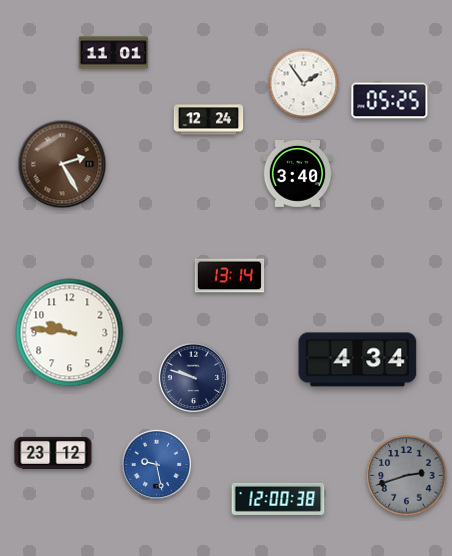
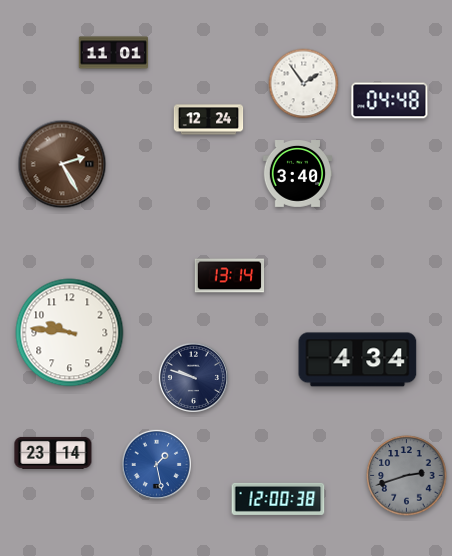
clock at (390, 101): 05:25 -> 04:48
clock at (53, 453): 23:12 -> 23:14
clock at (156, 464): 9:28 -> 1:28
